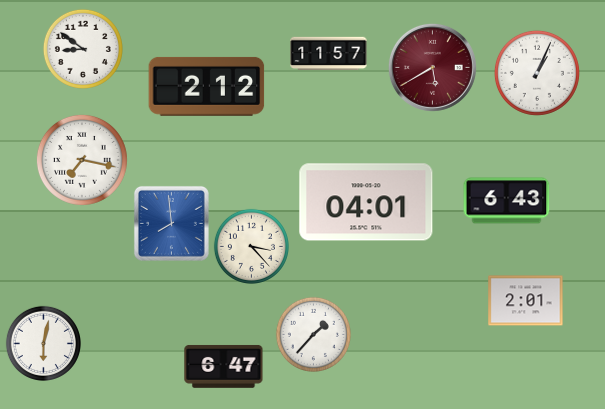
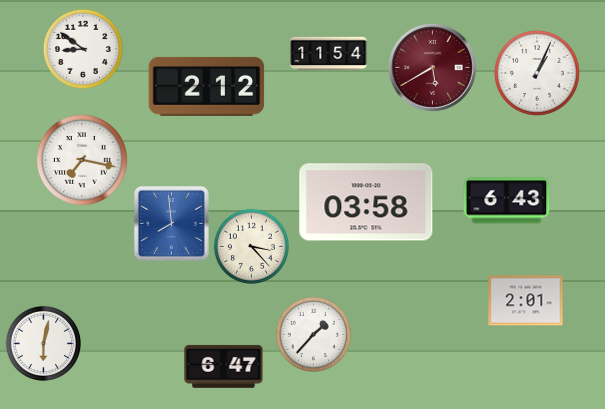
clock at (329, 54): 11:57 -> 11:54
clock at (366, 202): 04:01 -> 03:58
